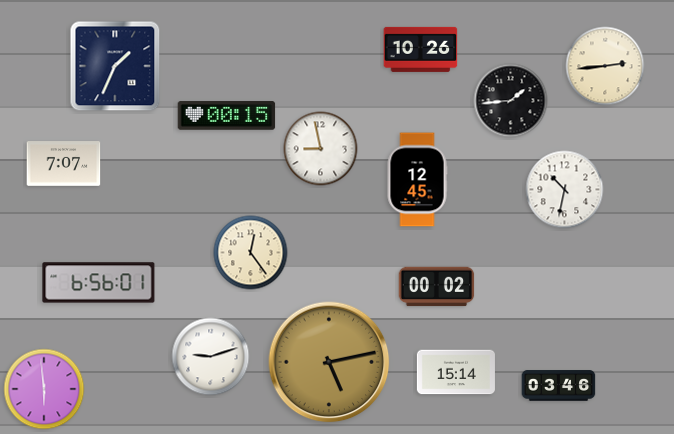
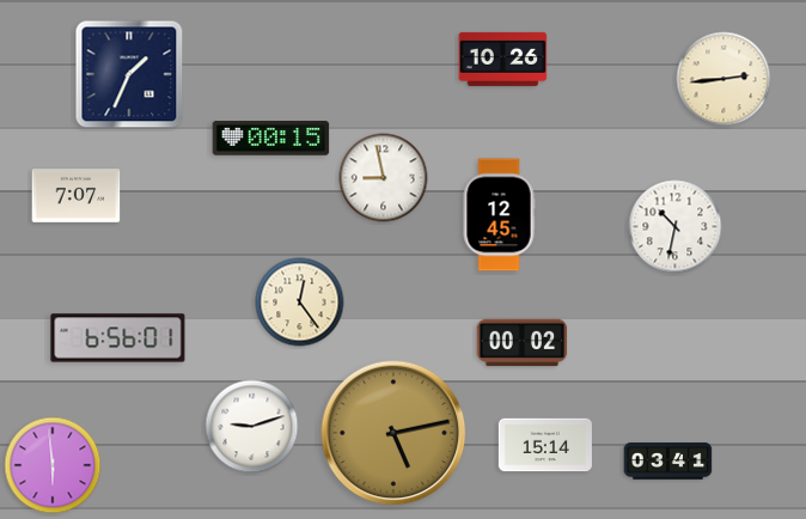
clock at (115, 66) position: (115, 66) -> (129, 74)
clock at (511, 101): 1:44 -> none
clock at (559, 386): 03:46 -> 03:41
